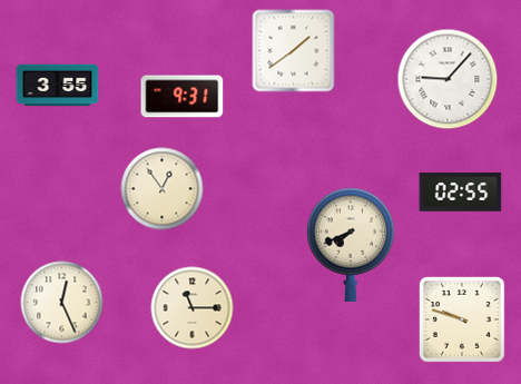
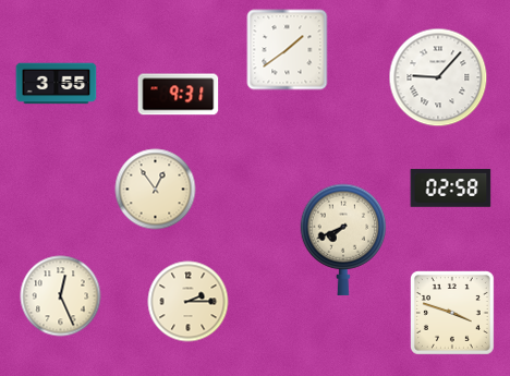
clock at (163, 189) position: (163, 189) -> (156, 190)
clock at (461, 193): 02:55 -> 02:58
clock at (193, 308): 11:15 -> 2:15
clock at (463, 321): 9:48 -> 3:48
